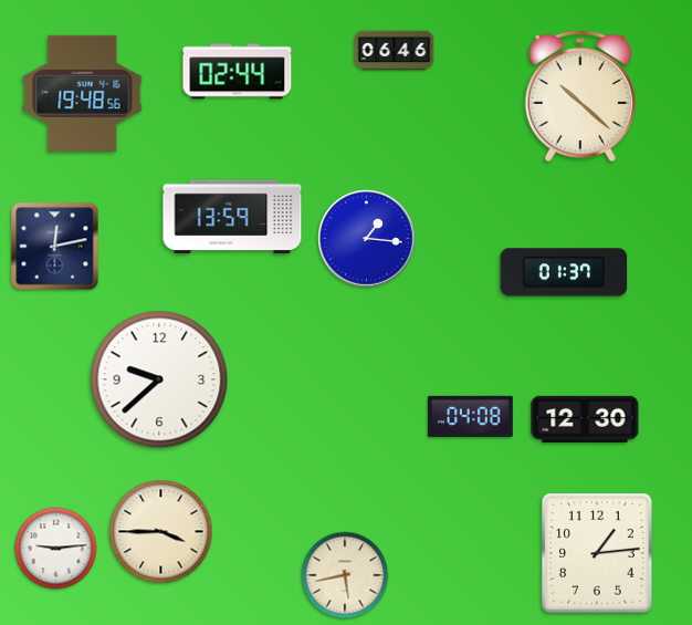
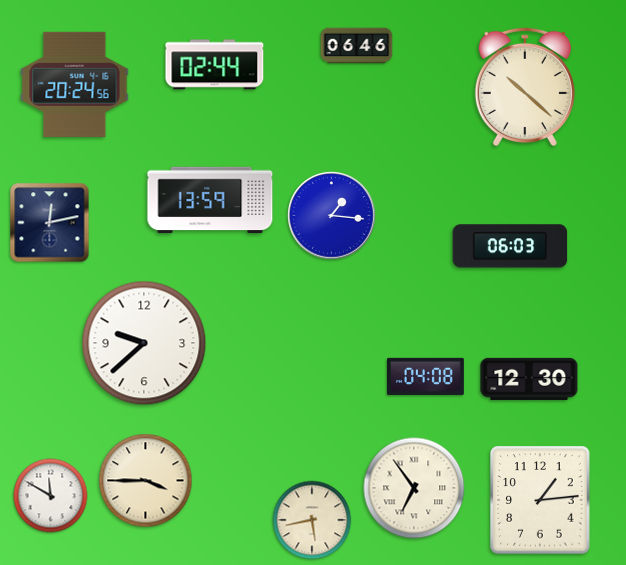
clock at (83, 93): 19:48 -> 20:24
clock at (232, 217) position: (232, 217) -> (210, 200)
clock at (564, 272): 01:37 -> 06:03
clock at (414, 488): none -> 6:54
clock at (56, 549): 9:14 -> 11:50
